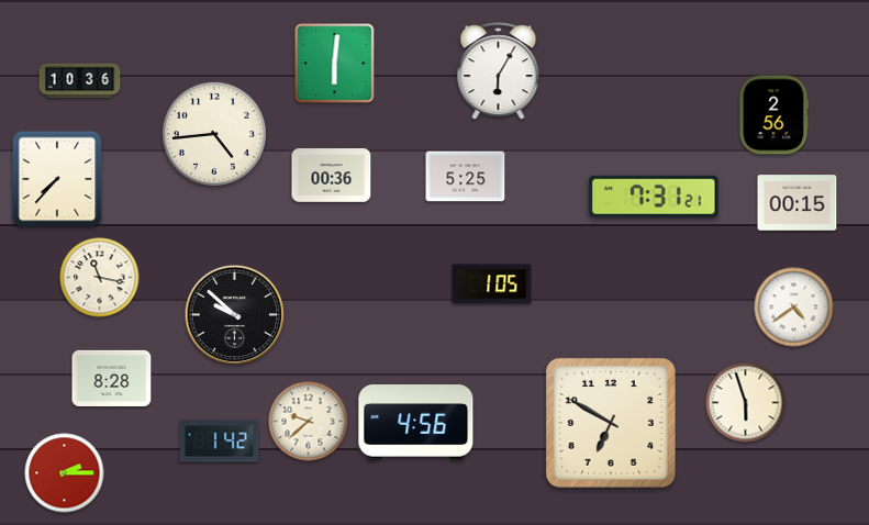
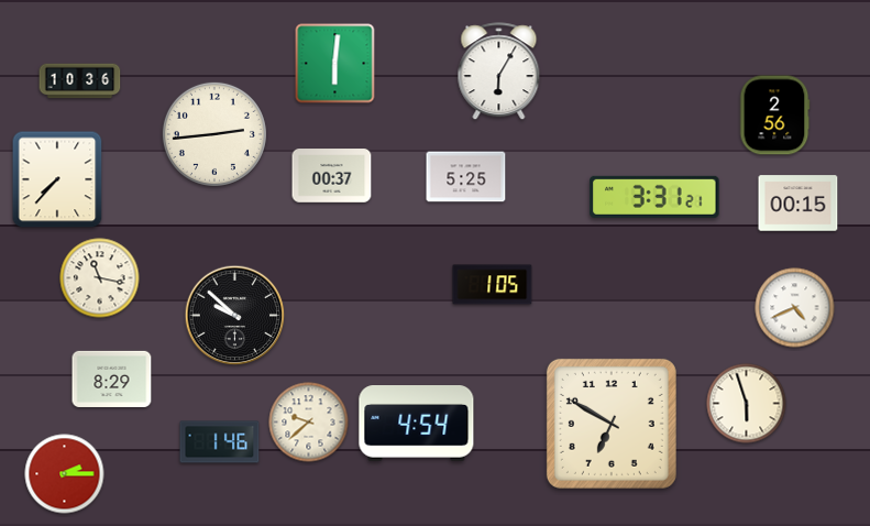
clock at (214, 134): 4:44 -> 2:44
clock at (332, 176): 00:36 -> 00:37
clock at (654, 197): 7:31 -> 3:31
clock at (794, 308): 4:39 -> 4:41
clock at (112, 378): 8:28 -> 8:29
clock at (416, 423): 4:56 -> 4:54
clock at (220, 442): 1:42 -> 1:46
